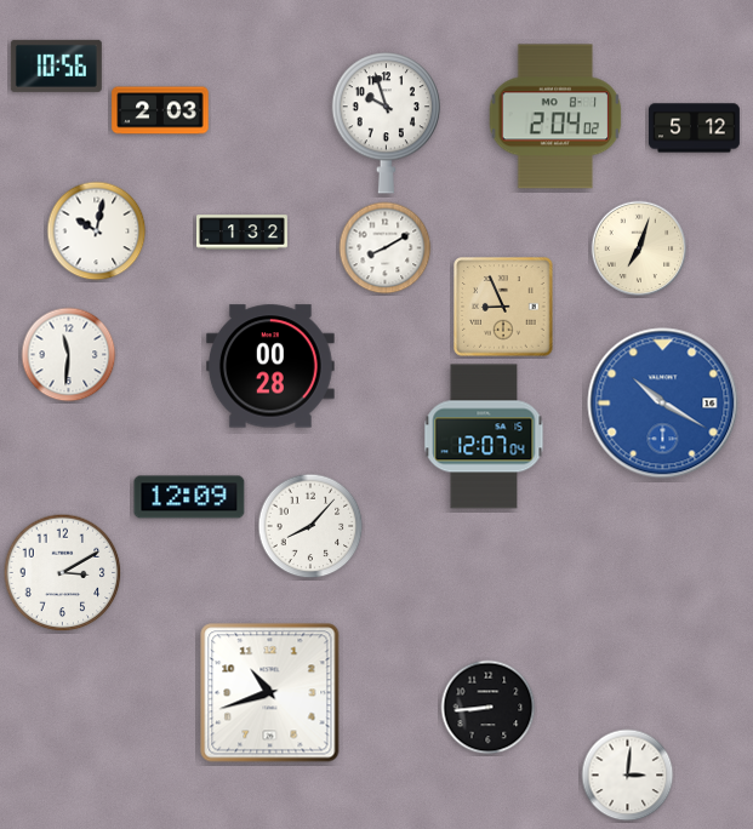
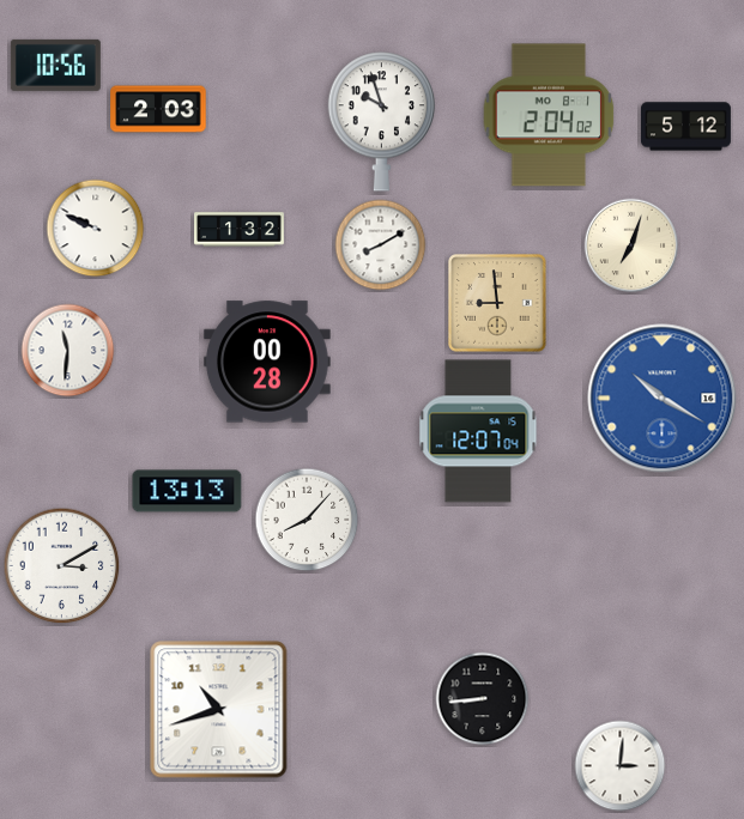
clock at (97, 231): 10:02 -> 9:49
clock at (503, 307): 8:56 -> 8:59
clock at (663, 404) position: (663, 404) -> (663, 399)
clock at (189, 497): 12:09 -> 13:13
clock at (270, 693) position: (270, 693) -> (219, 710)
